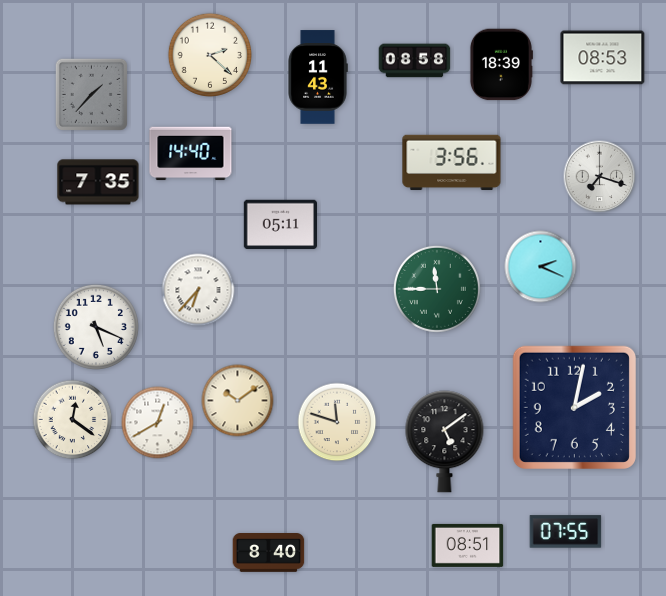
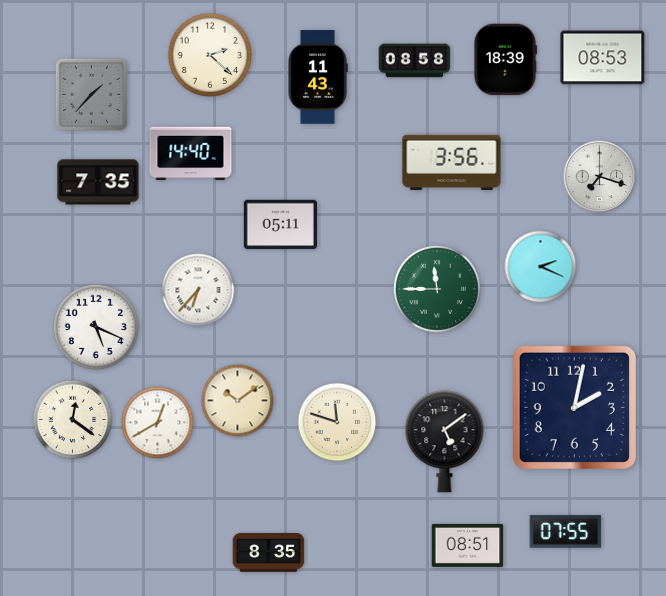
clock at (501, 65) position: (501, 65) -> (505, 60)
clock at (269, 553): 8:40 -> 8:35
